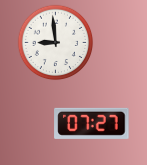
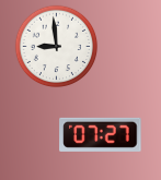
clock at (56, 43) position: (56, 43) -> (57, 47)
